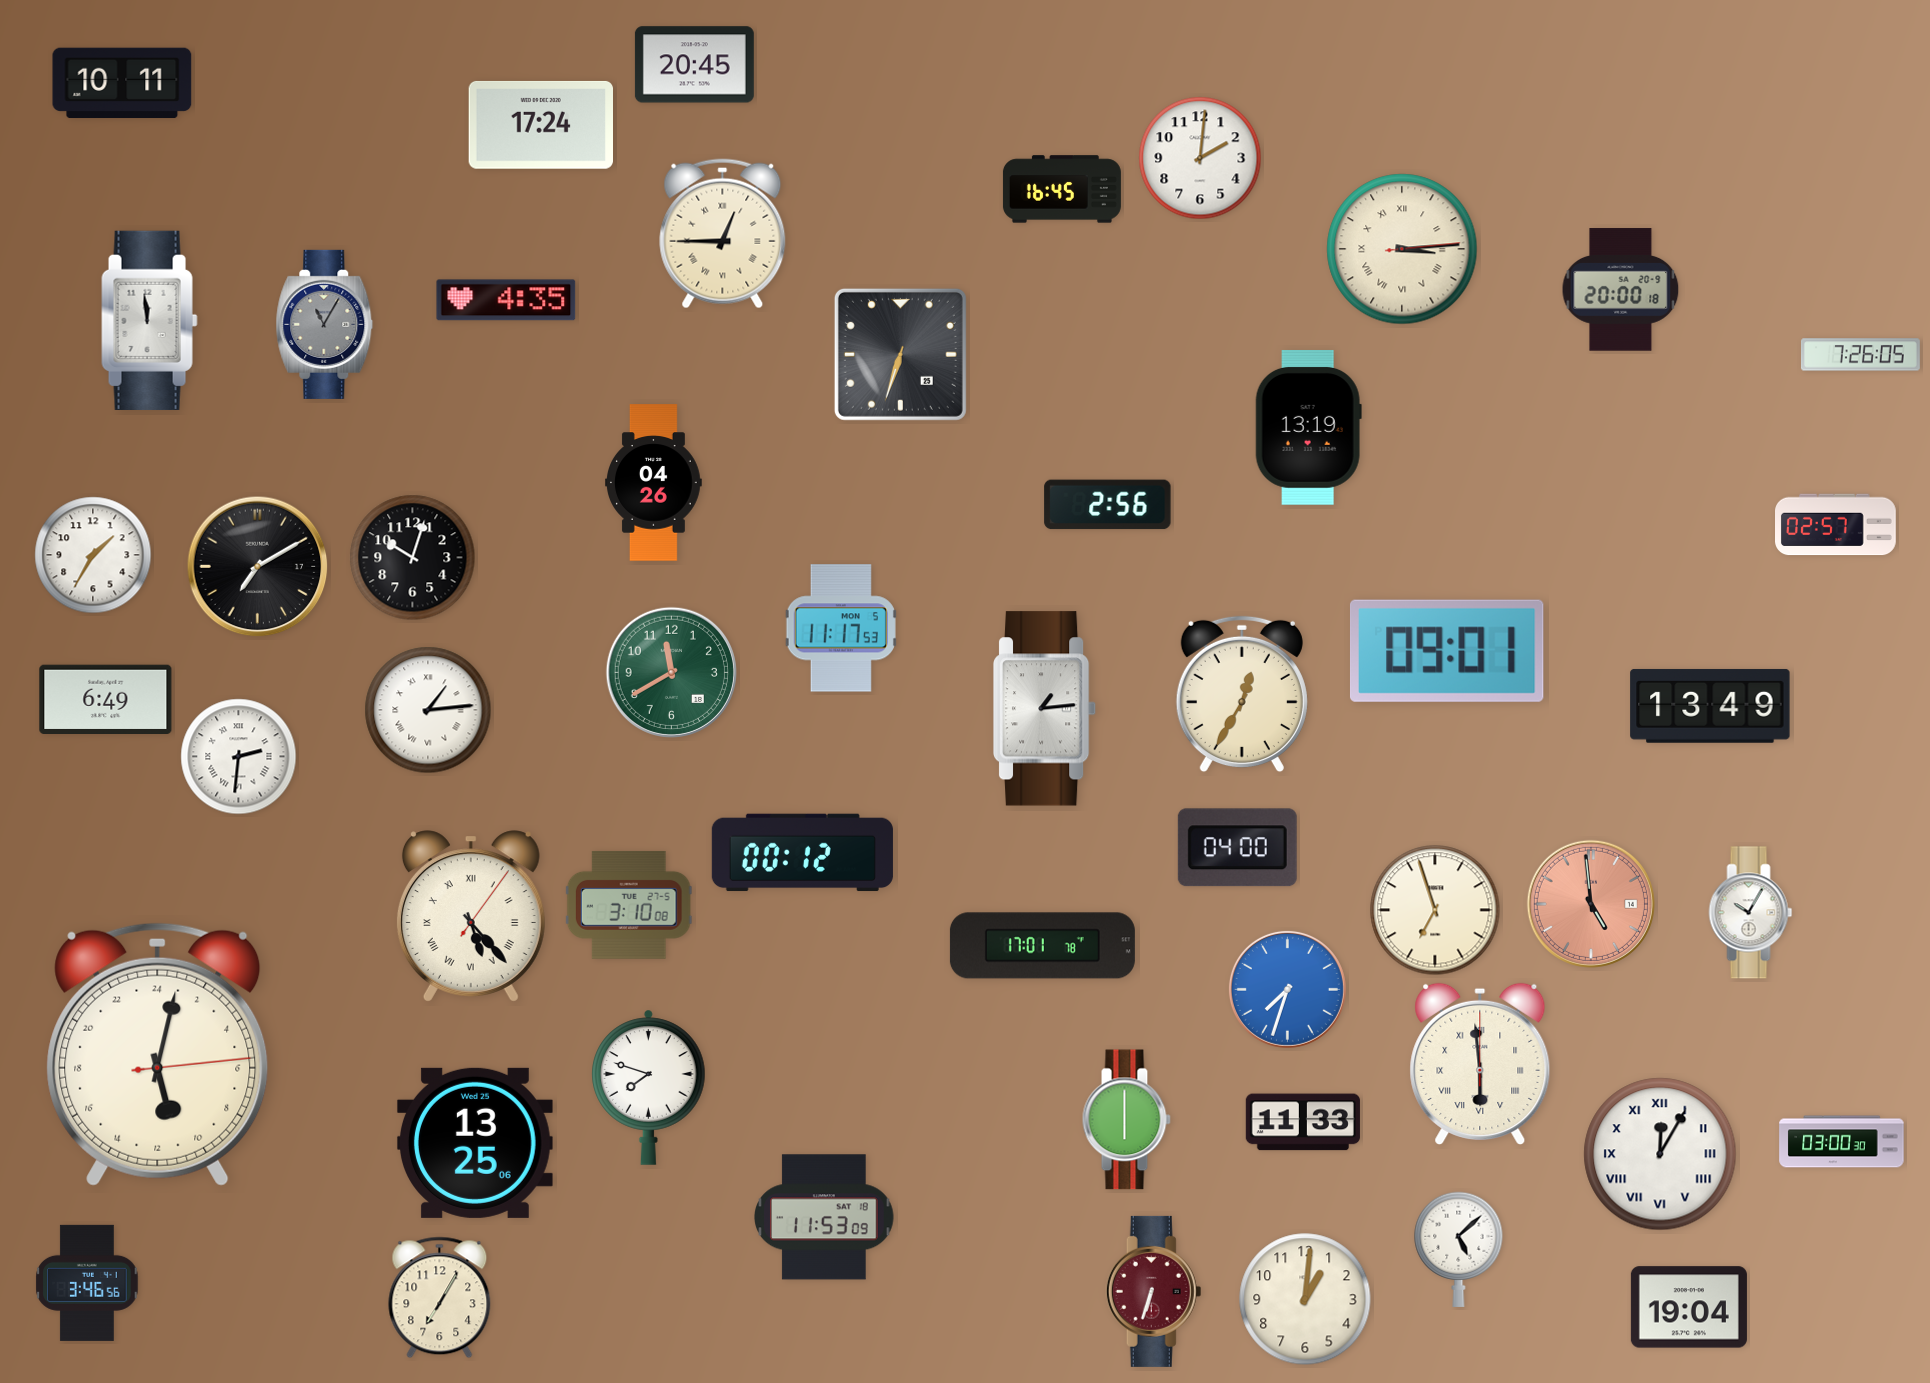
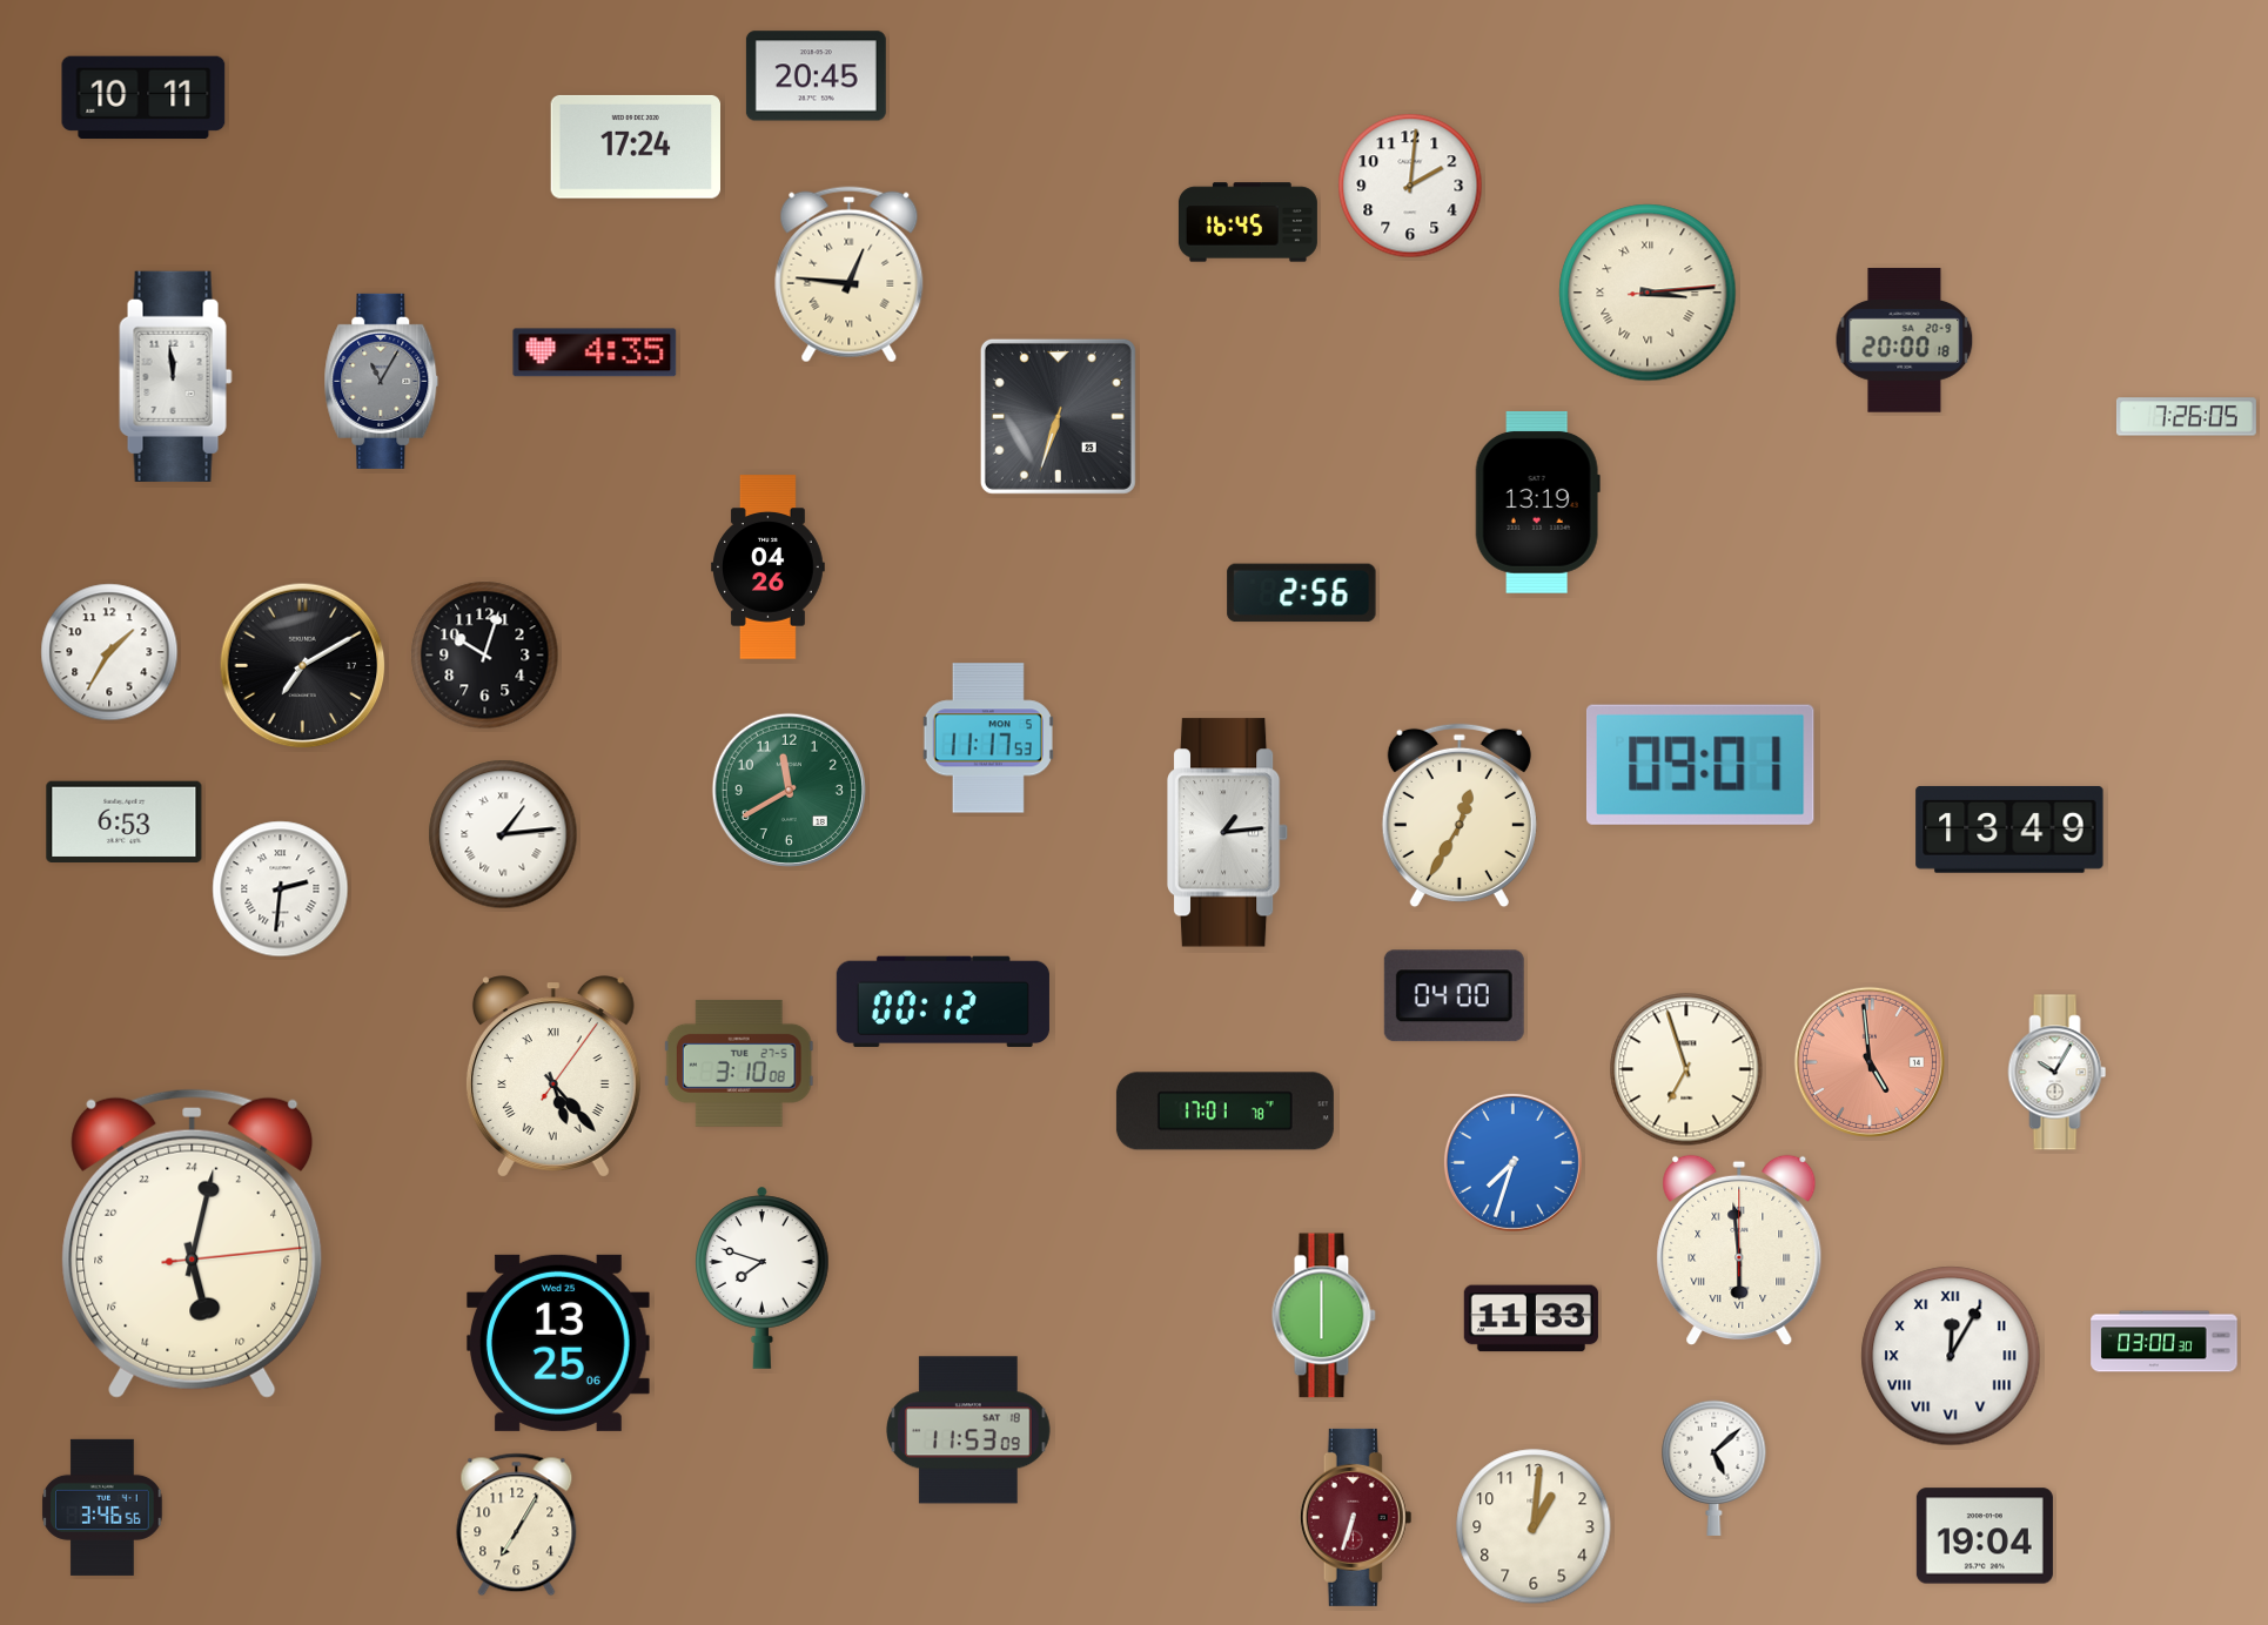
clock at (723, 234): 12:45 -> 12:46
clock at (1836, 525): 02:57 -> none
clock at (106, 699): 6:49 -> 6:53
clock at (158, 1054) position: (158, 1054) -> (193, 1243)
